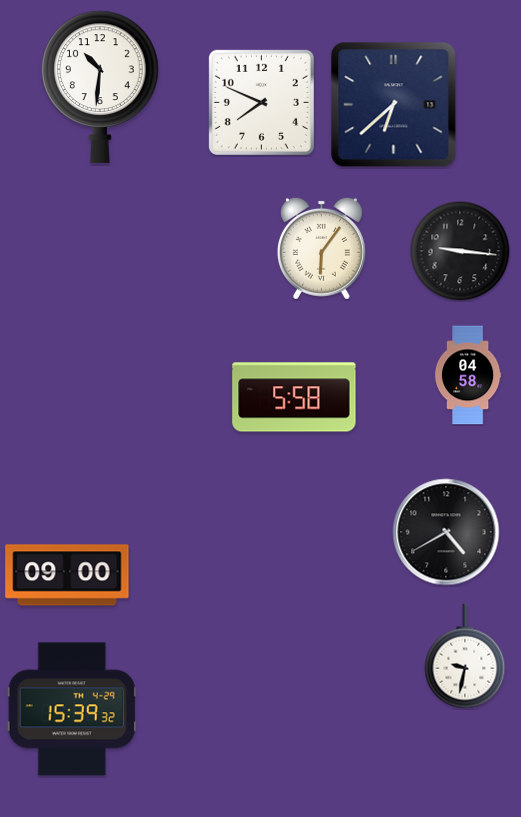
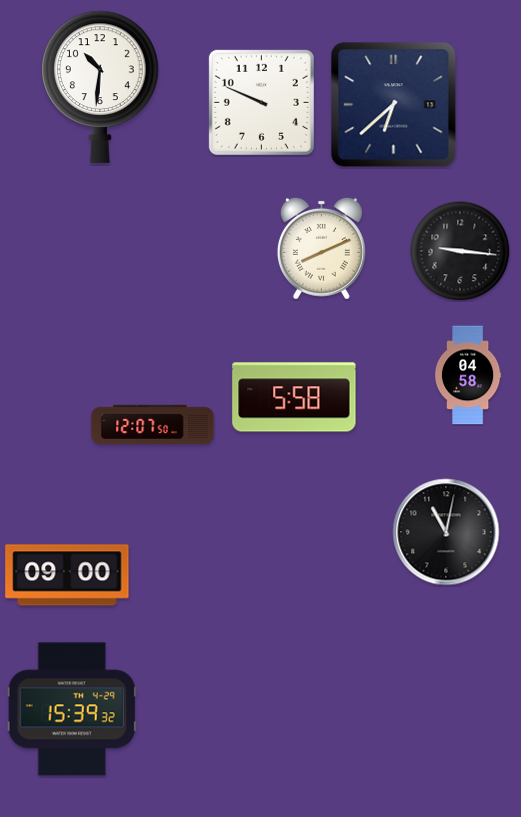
clock at (261, 102): 7:49 -> 9:49
clock at (321, 248): 6:06 -> 8:11
clock at (153, 424): none -> 12:07
clock at (446, 532): 4:40 -> 11:02
clock at (465, 656): 9:32 -> none
